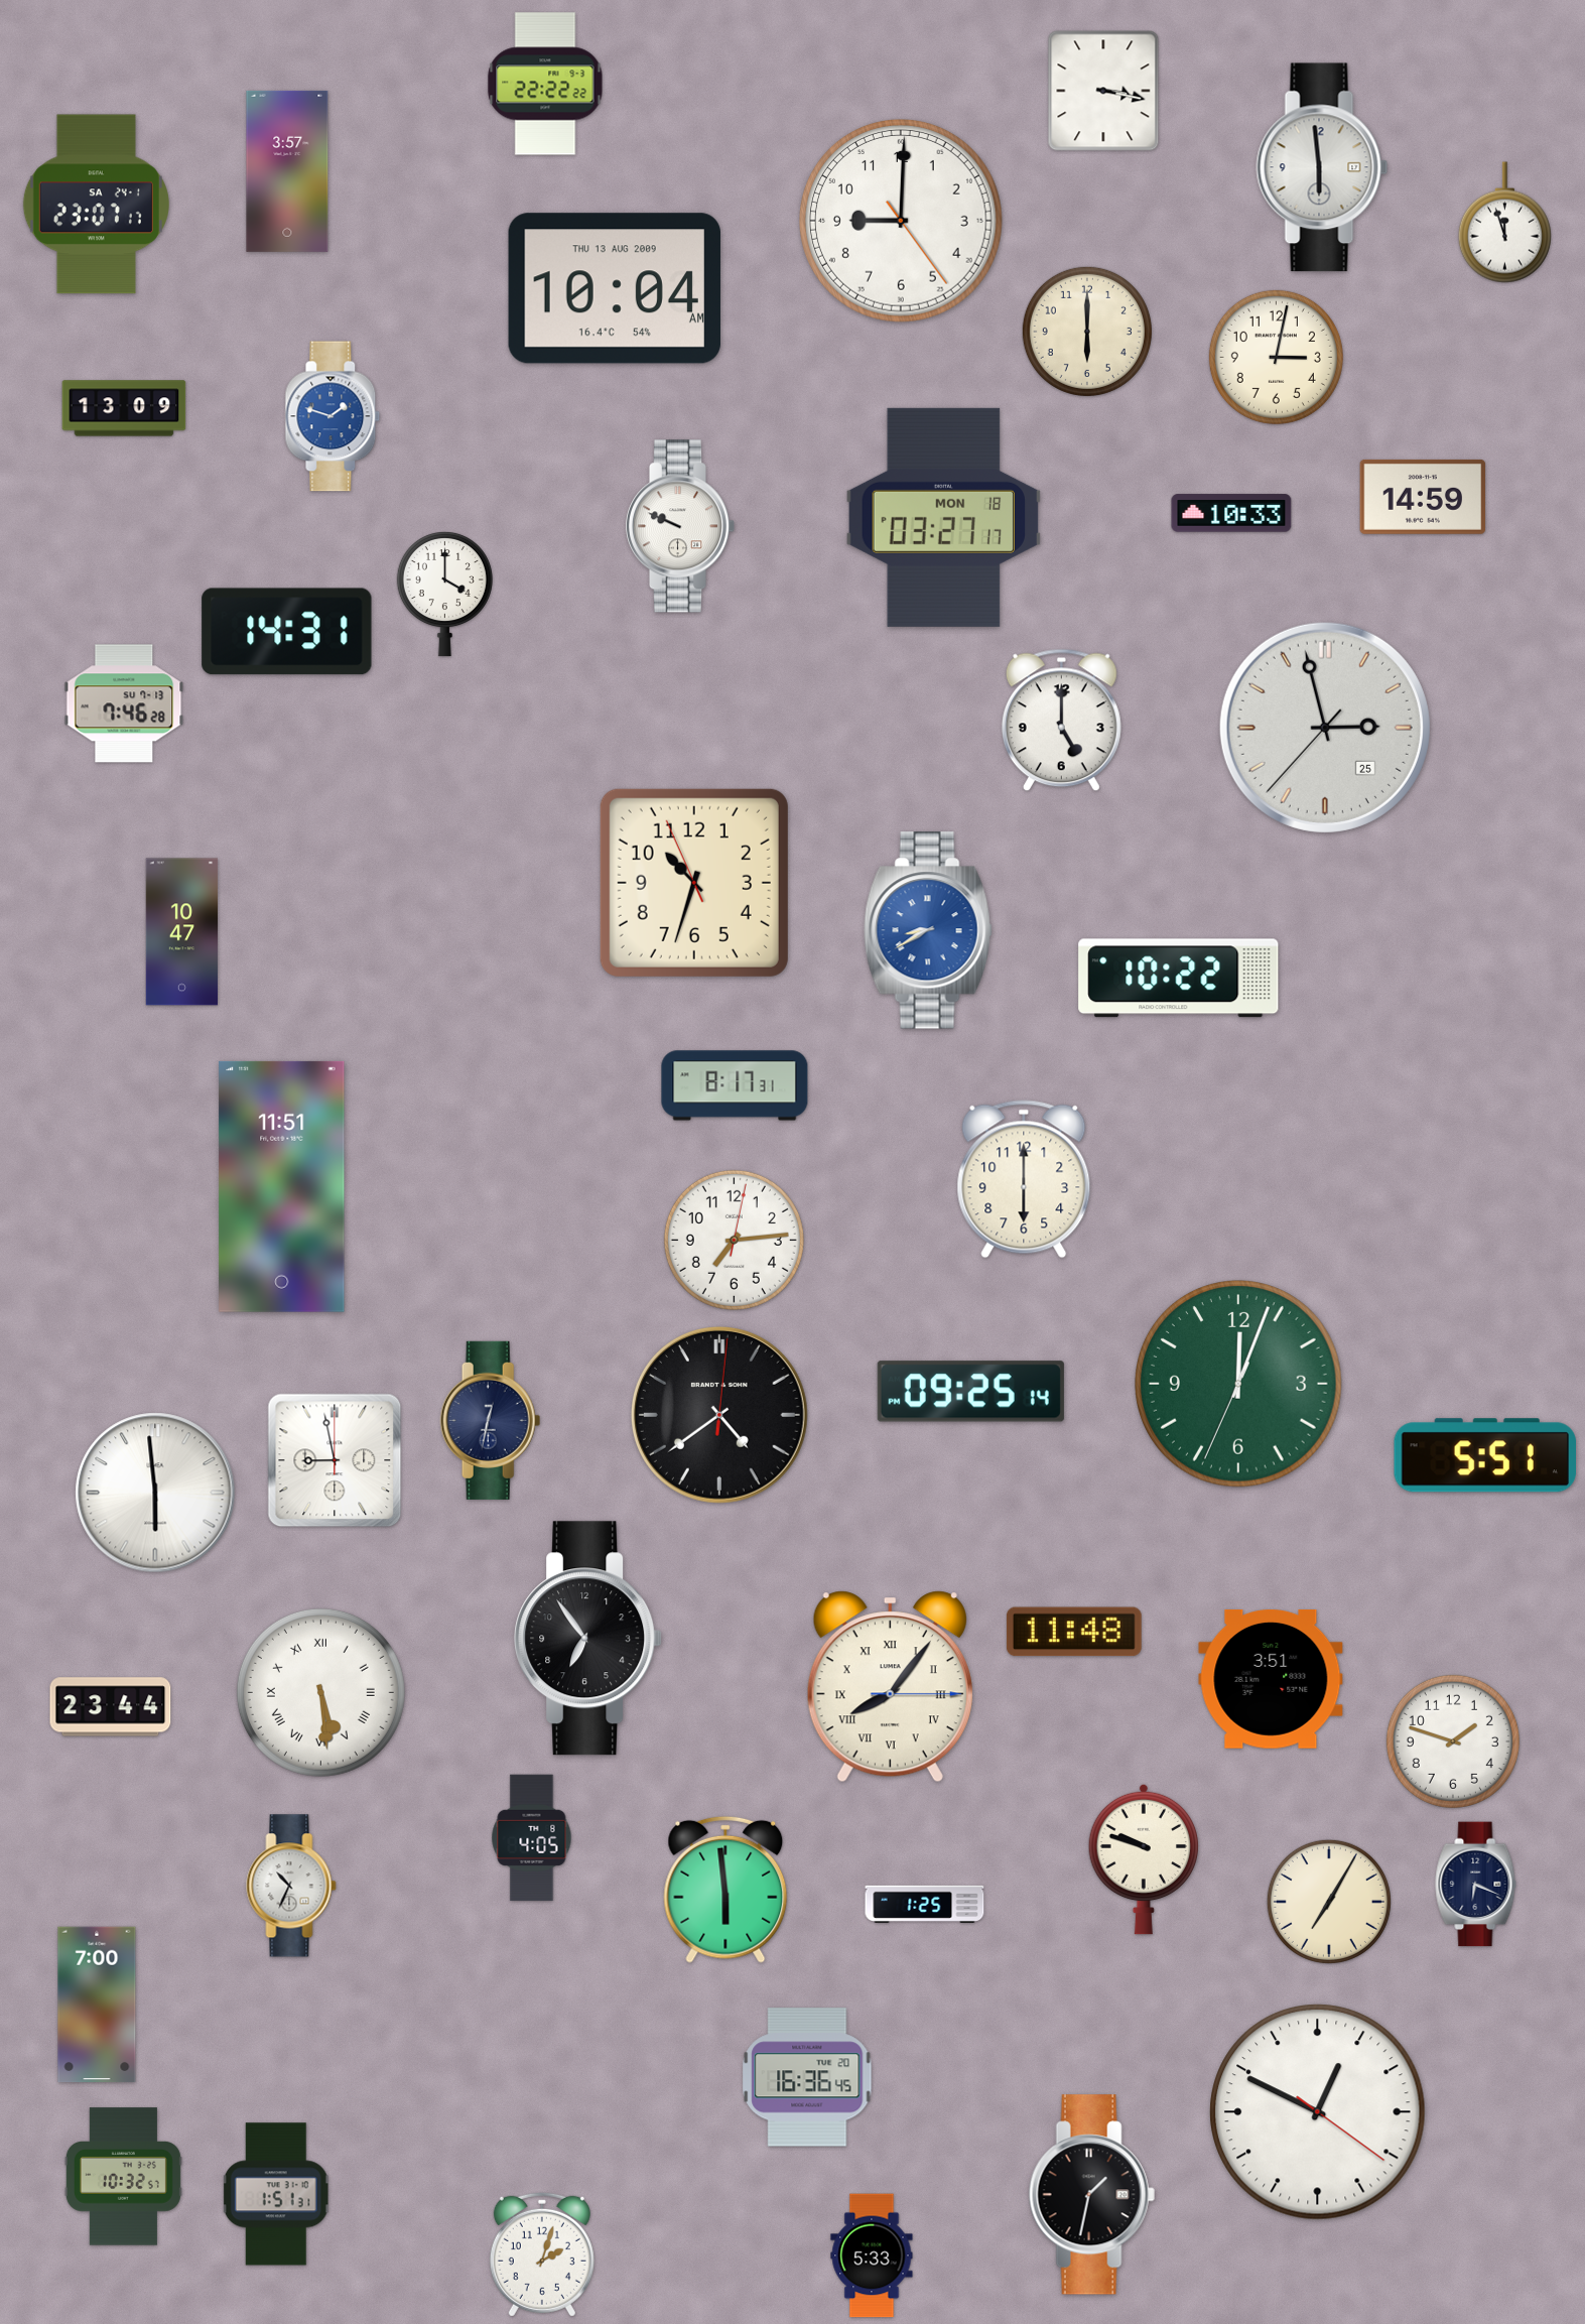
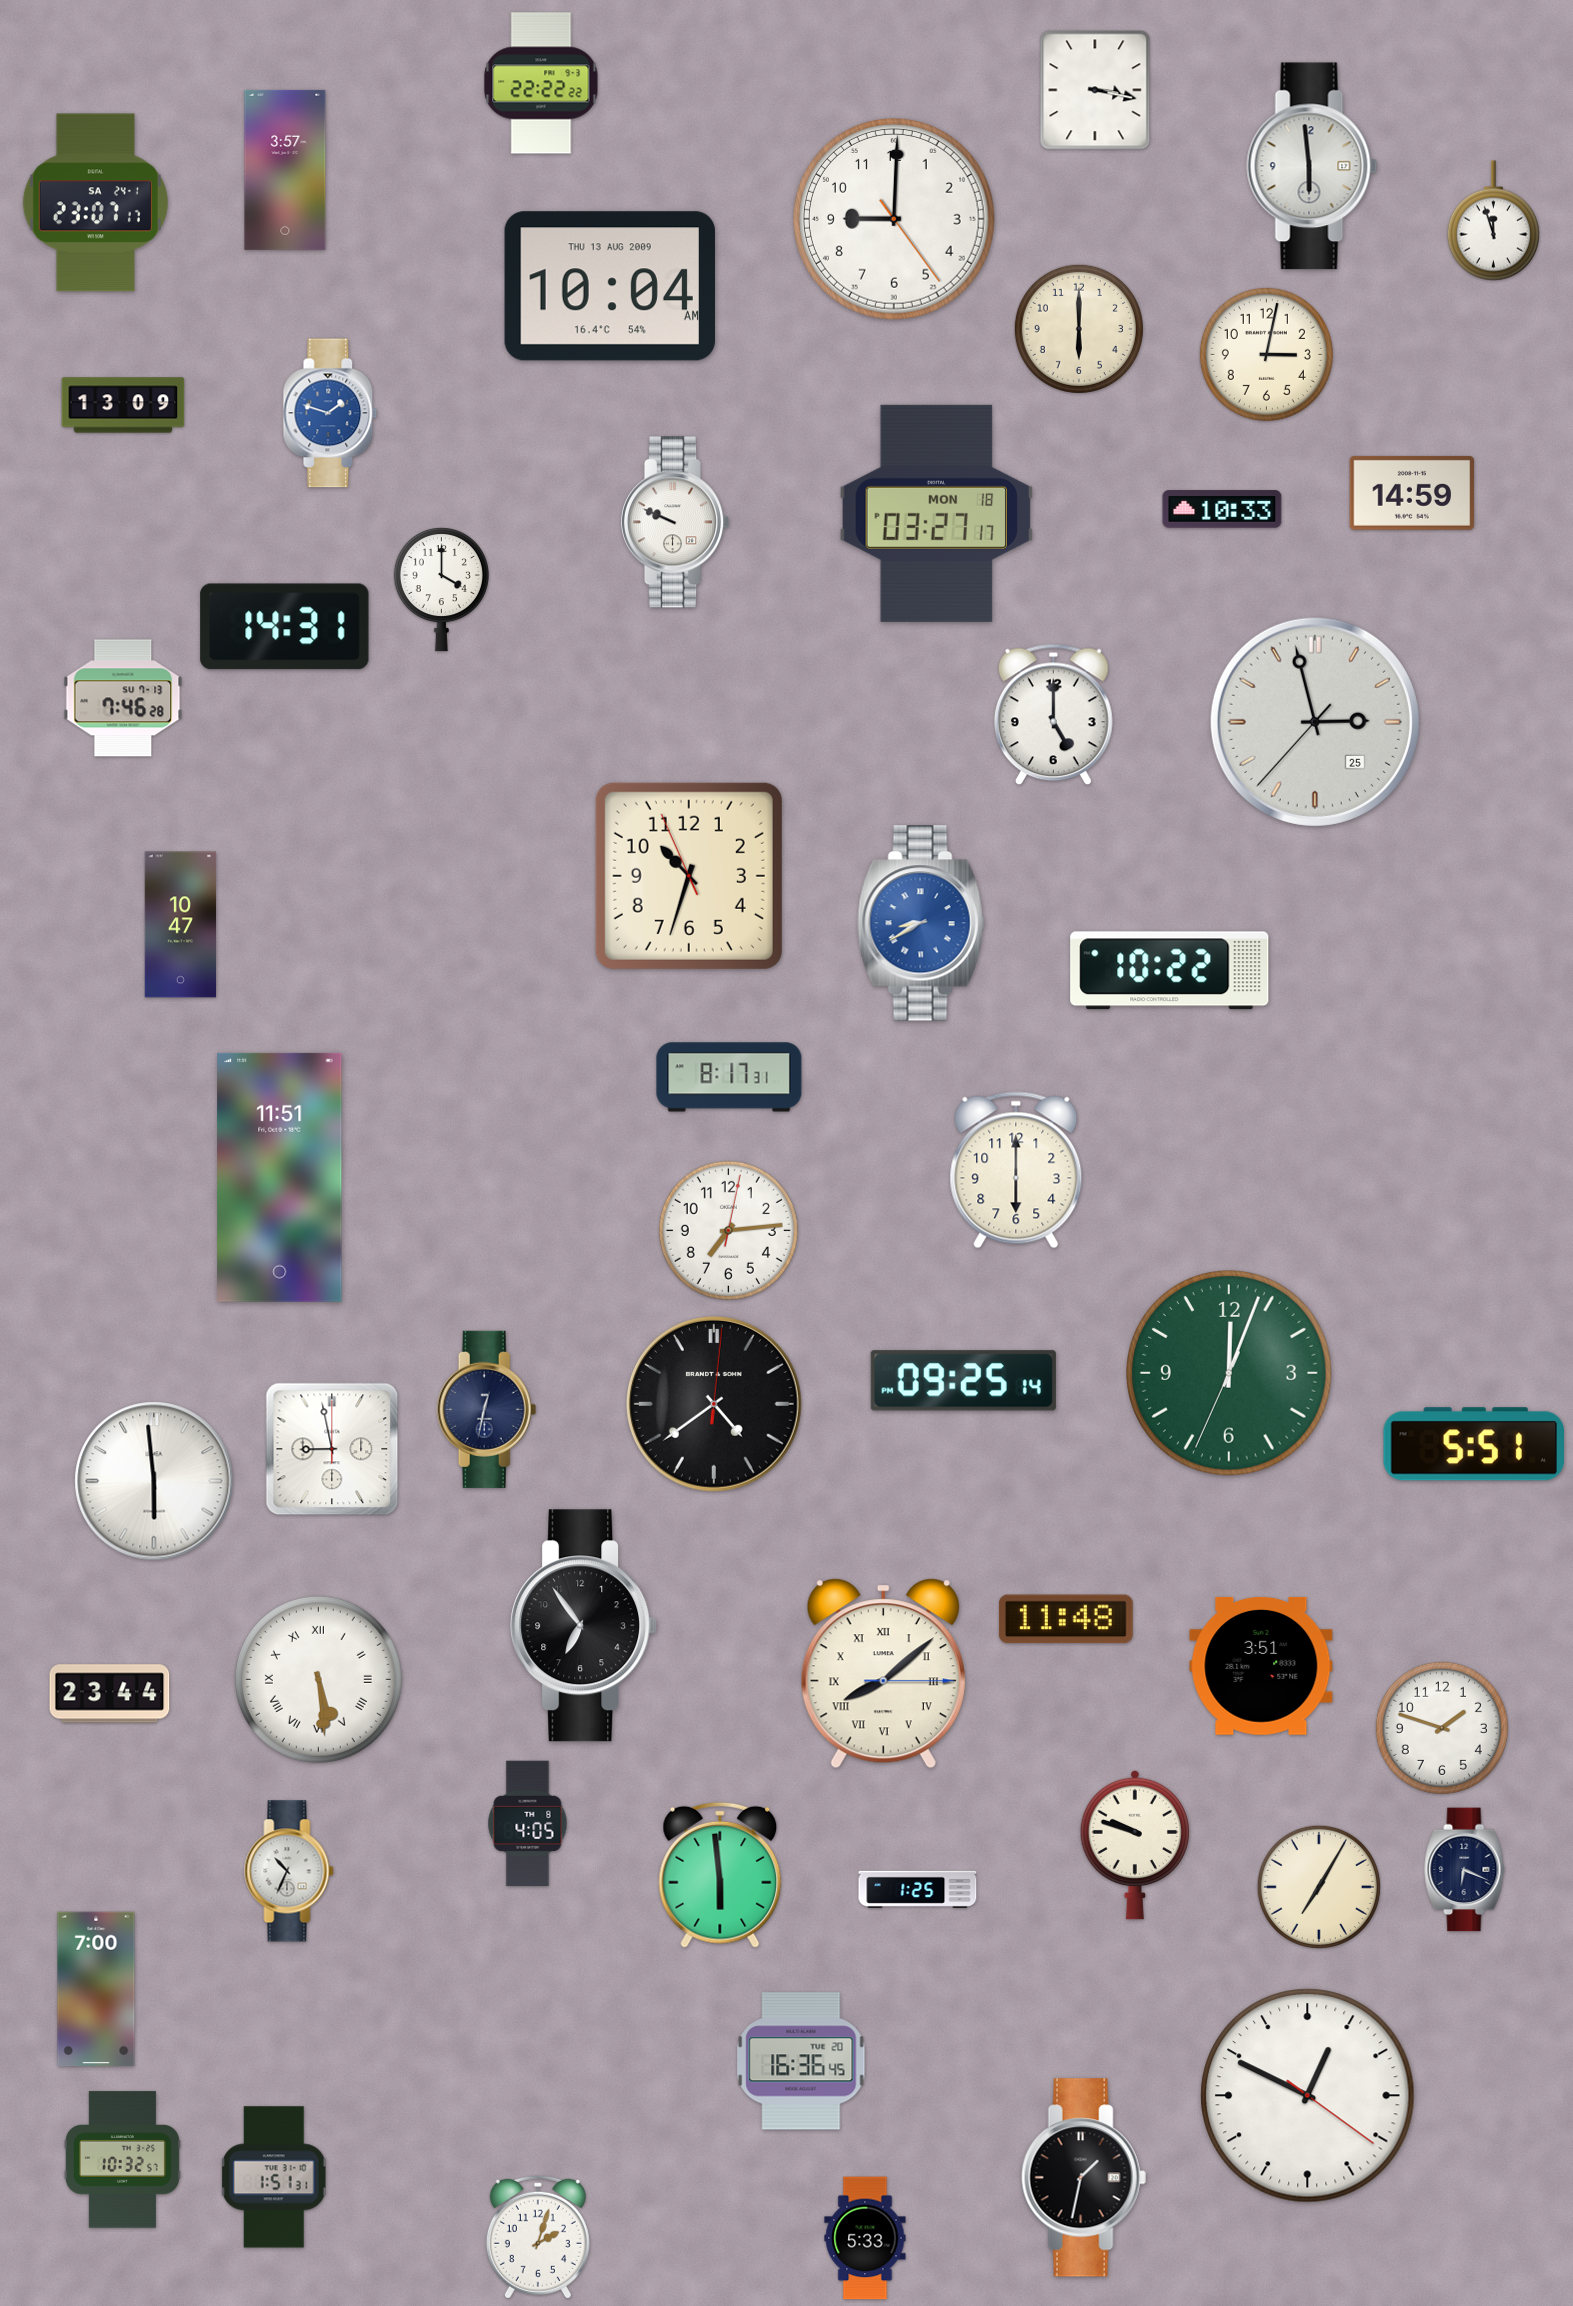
clock at (890, 1687): 8:06 -> 8:08
